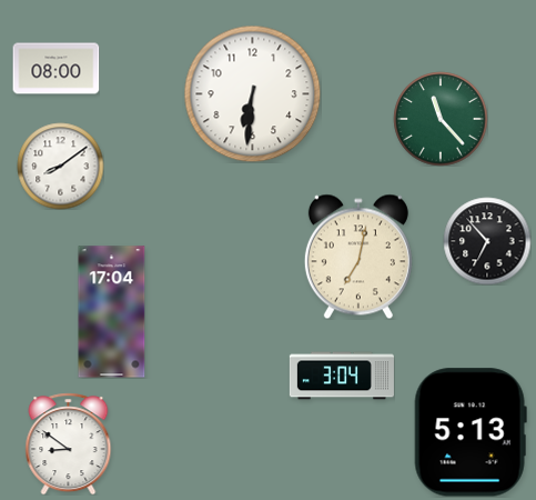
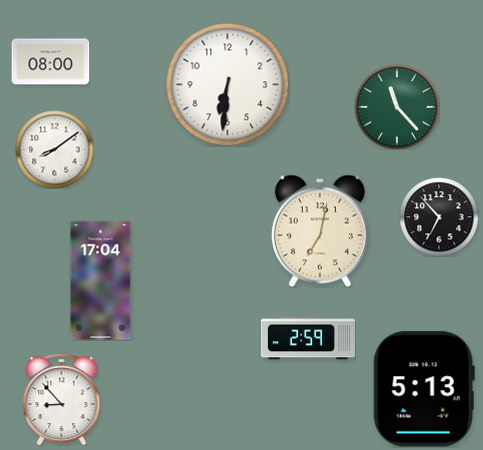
clock at (358, 257) position: (358, 257) -> (320, 231)
clock at (342, 376): 3:04 -> 2:59
clock at (69, 443): 8:51 -> 8:53
